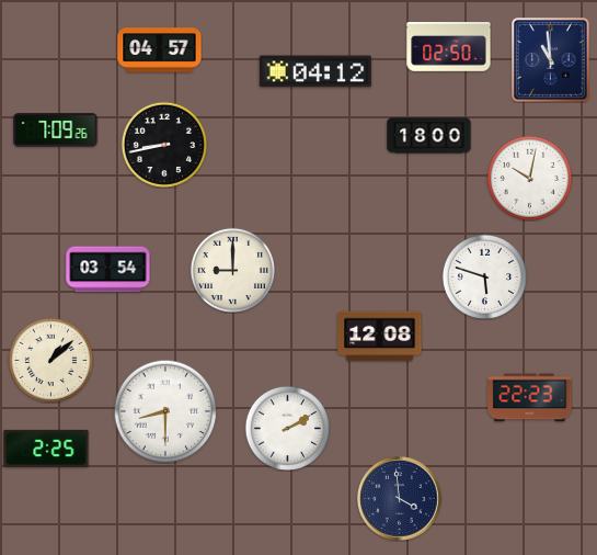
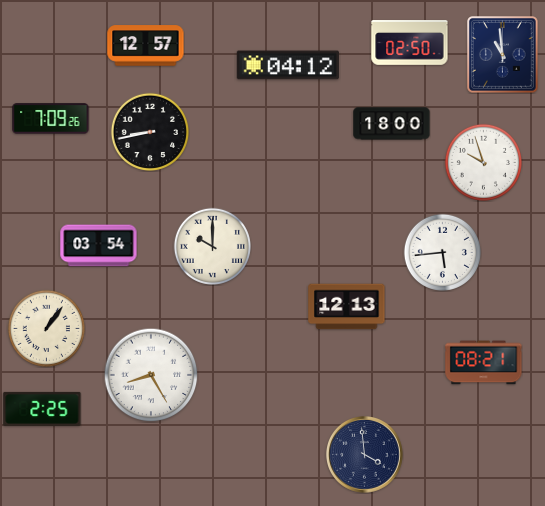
clock at (160, 50): 04:57 -> 12:57
clock at (529, 178): 10:02 -> 9:57
clock at (232, 270): 9:00 -> 10:00
clock at (484, 276): 5:48 -> 5:44
clock at (380, 337): 12:08 -> 12:13
clock at (50, 360): 1:08 -> 1:06
clock at (530, 398): 22:23 -> 08:21
clock at (165, 411): 8:30 -> 8:25
clock at (287, 428): 2:10 -> none
